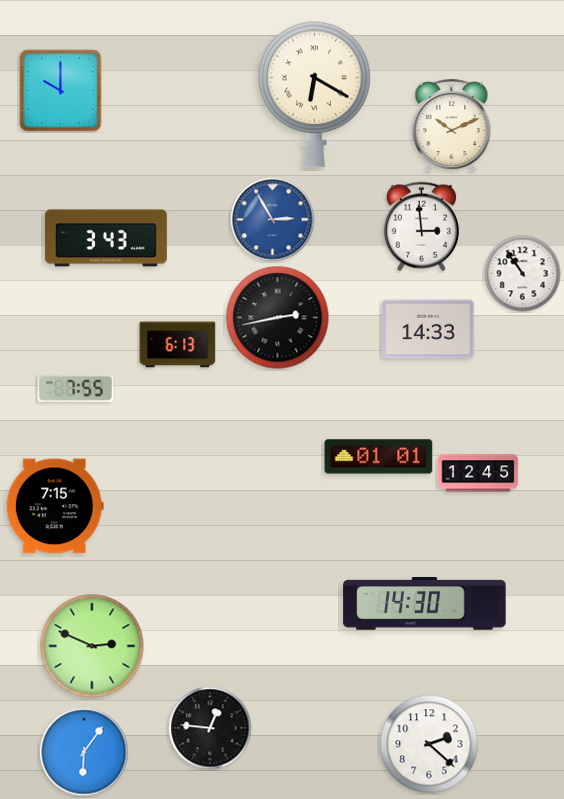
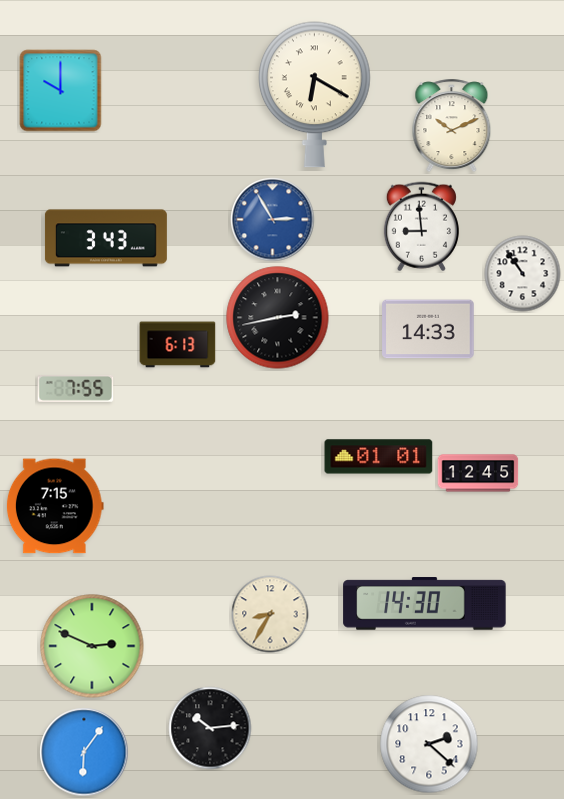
clock at (421, 227): 2:59 -> 8:59
clock at (270, 614): none -> 8:35
clock at (210, 728): 12:46 -> 10:14
